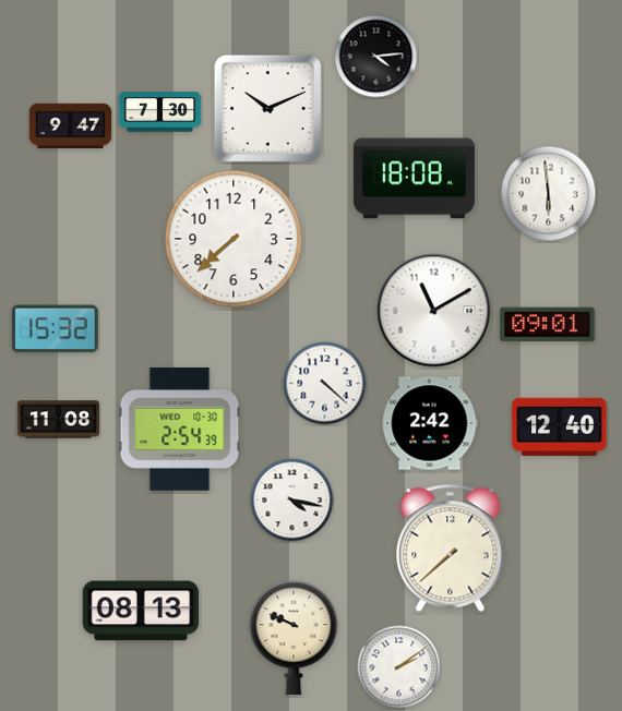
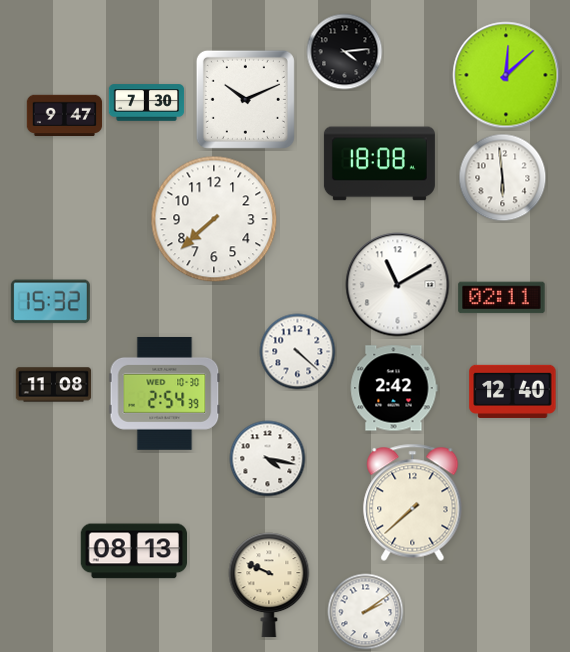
clock at (506, 75): none -> 12:08
clock at (548, 325): 09:01 -> 02:11
clock at (140, 611) position: (140, 611) -> (133, 551)
